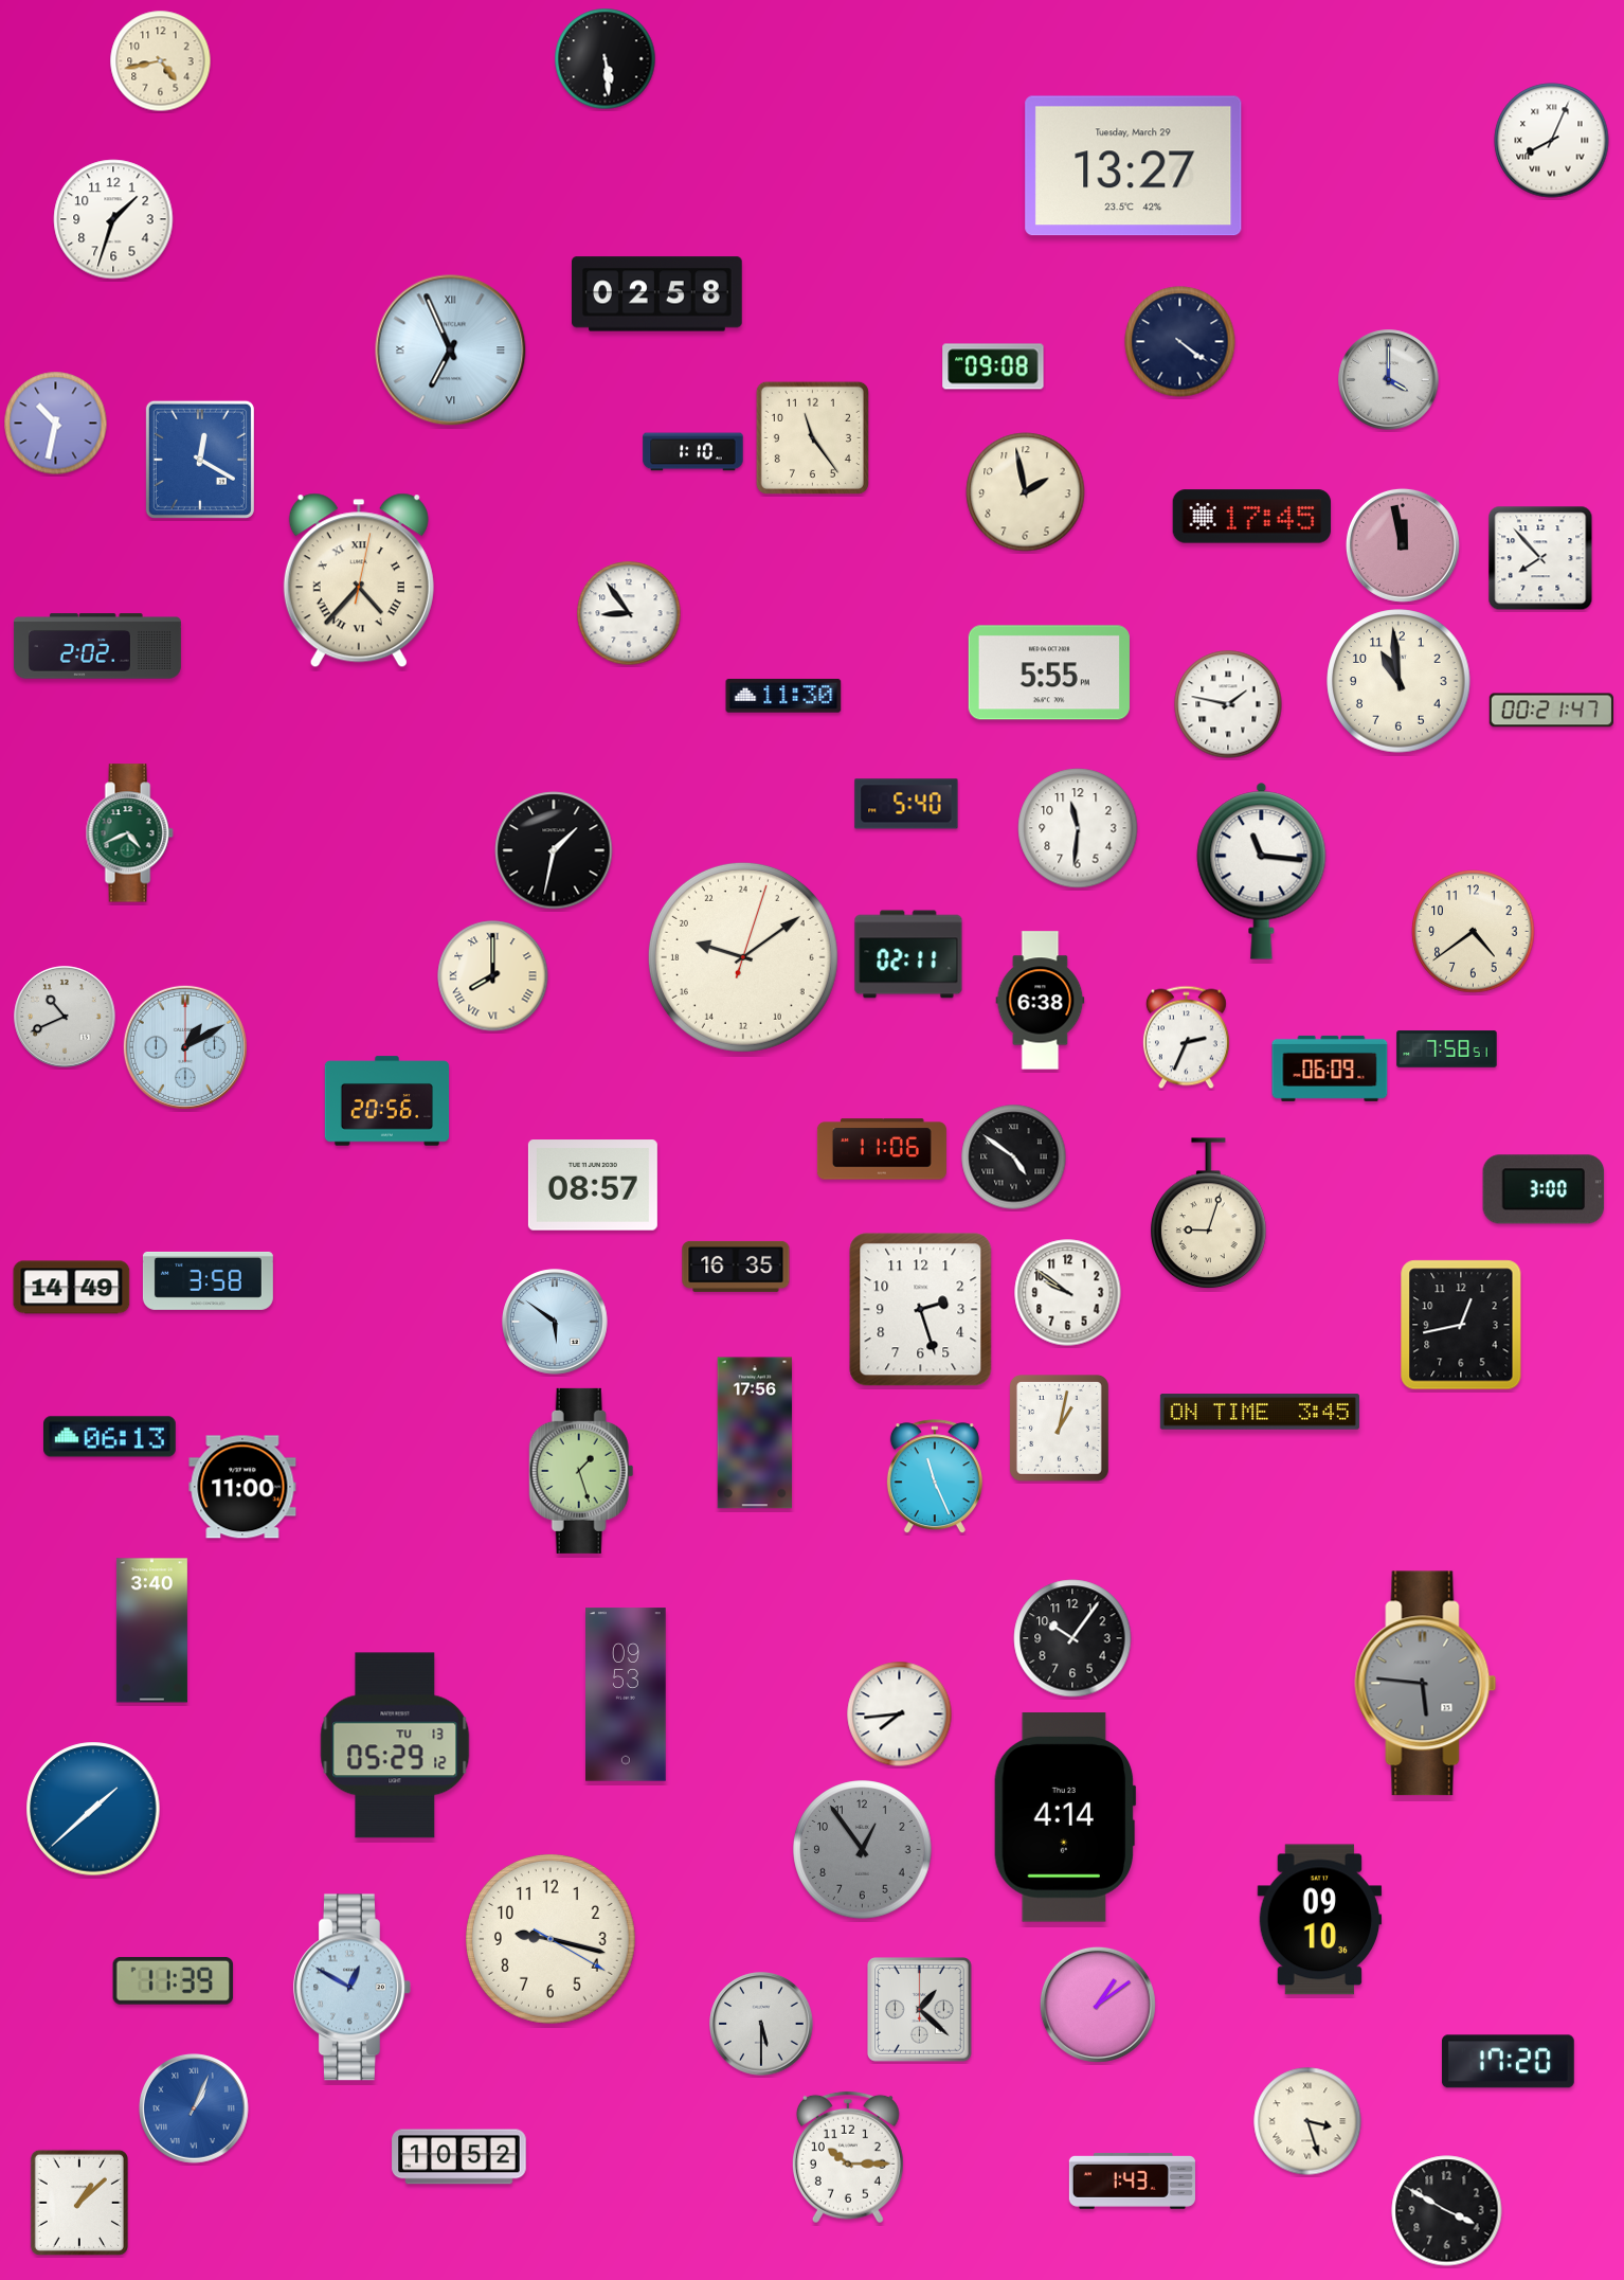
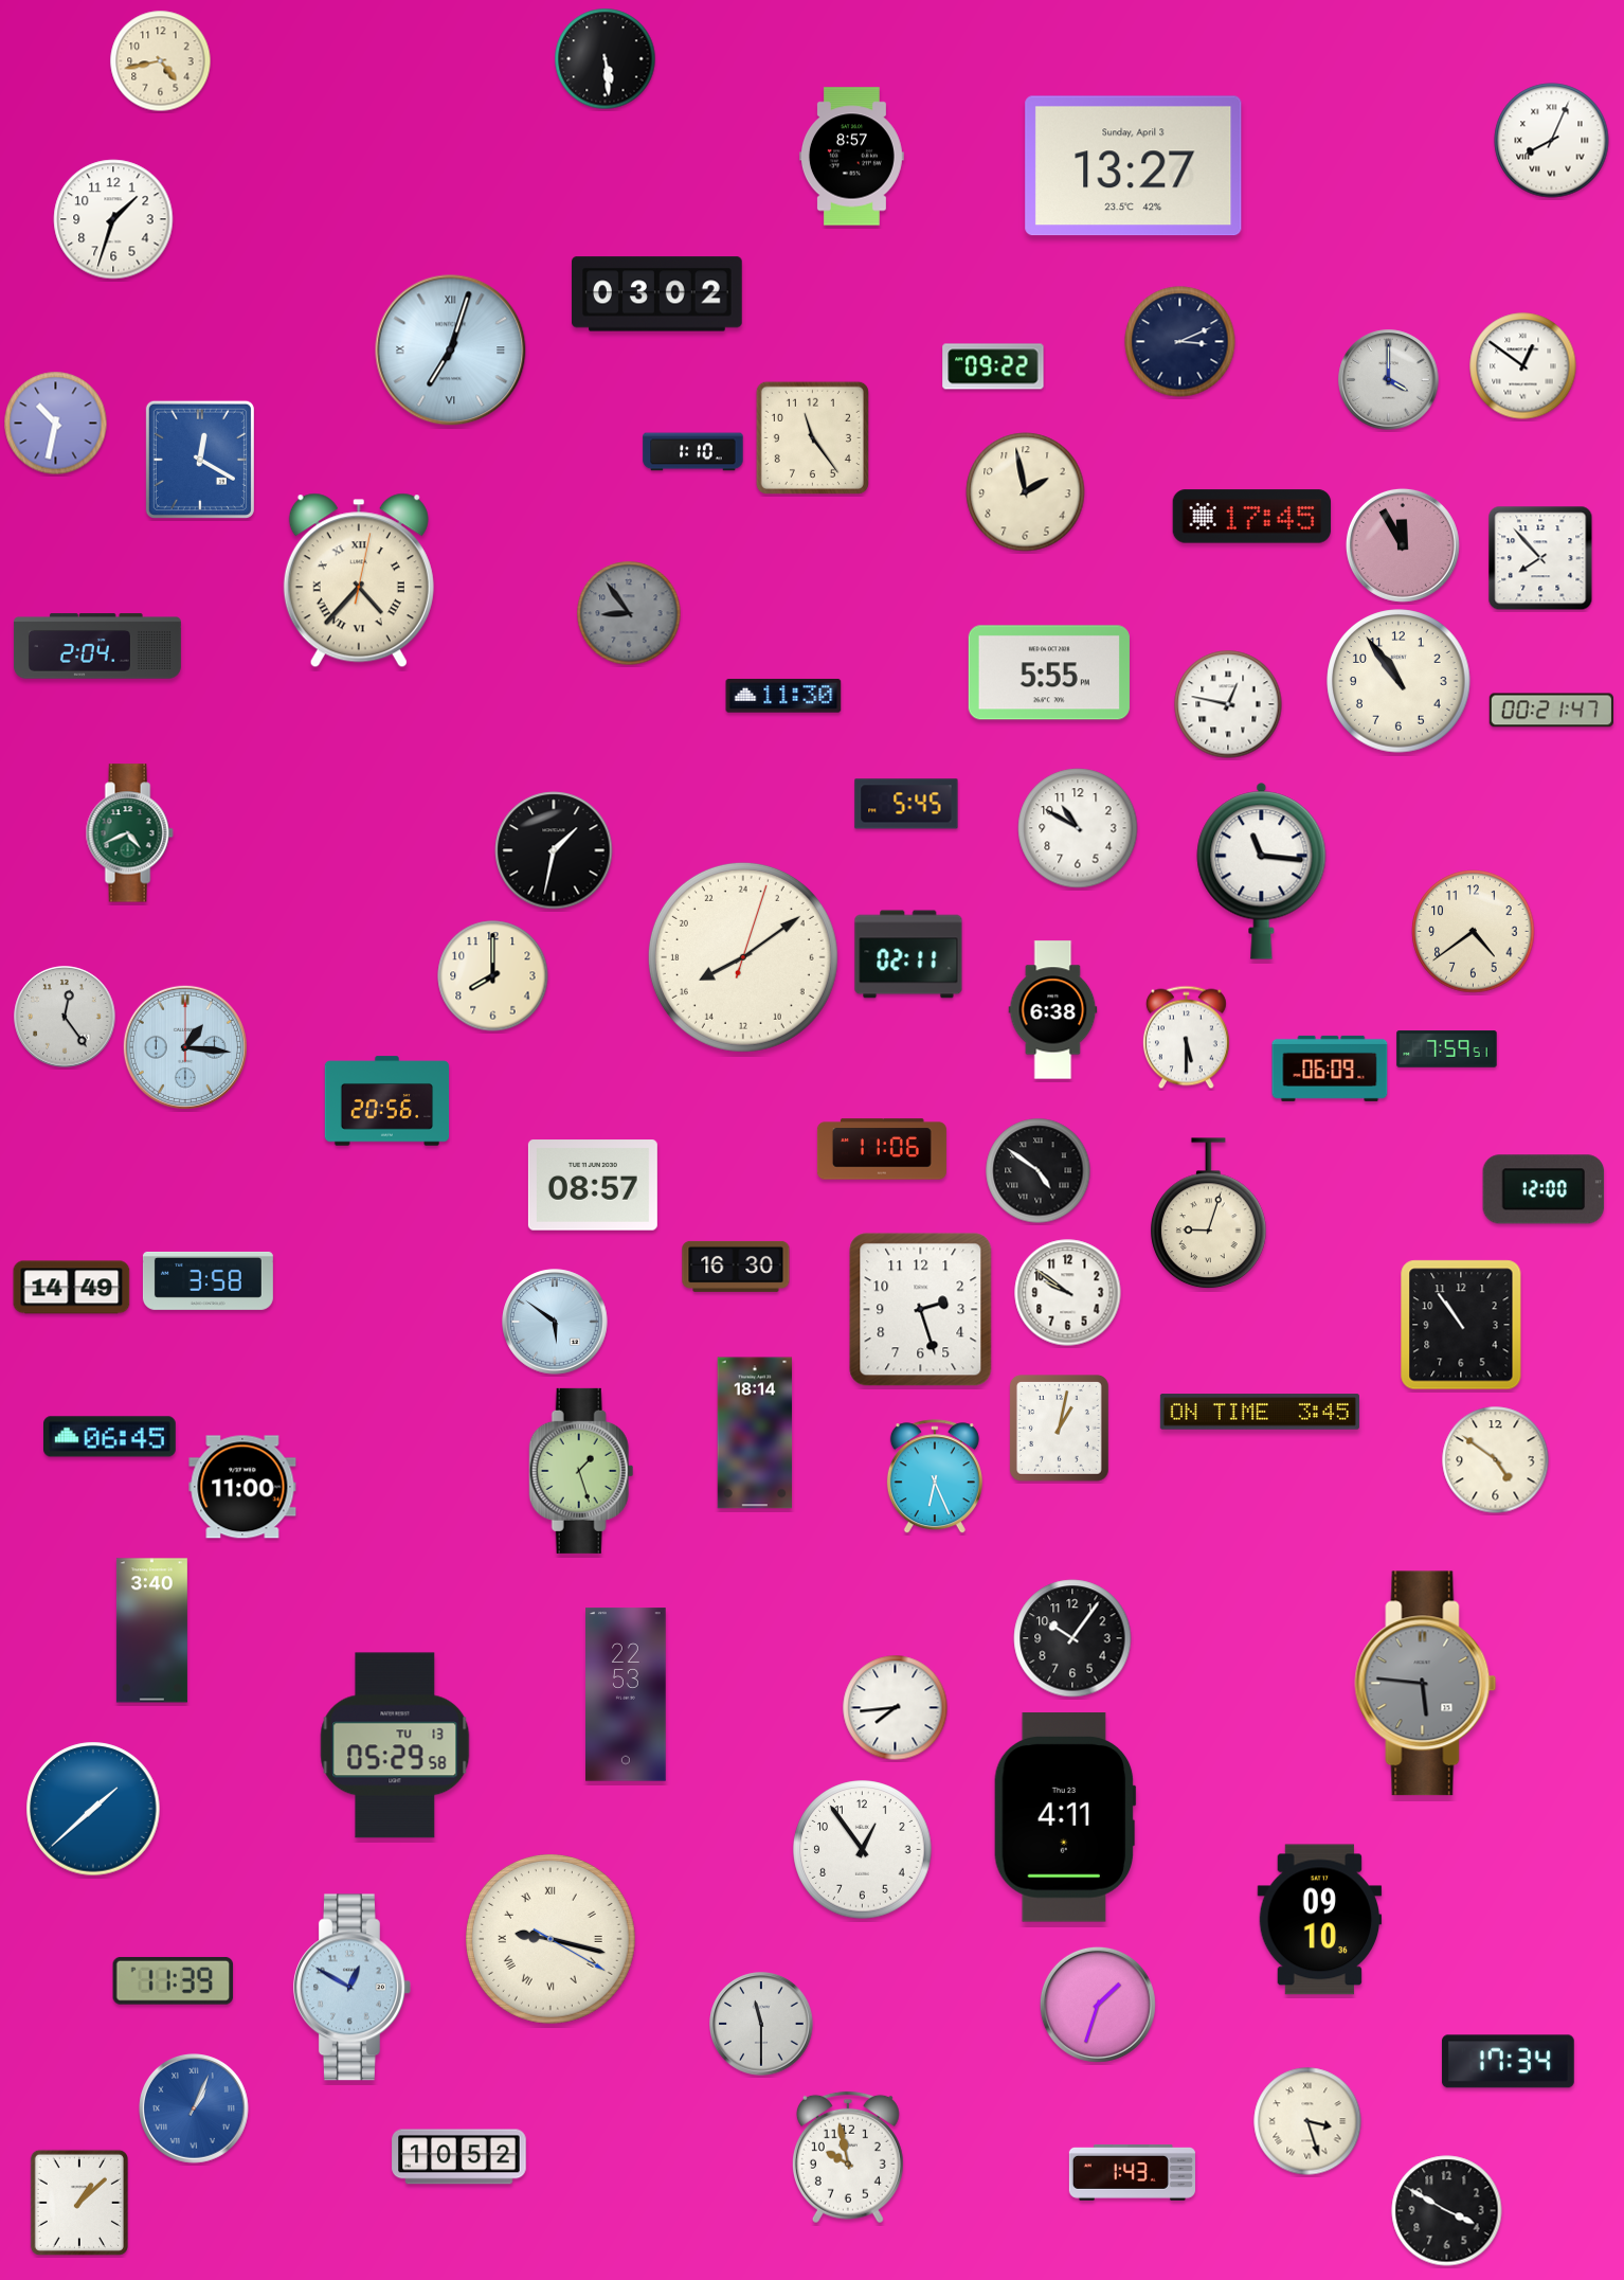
clock at (851, 157): none -> 8:57
clock at (1134, 166) date: Tuesday, March 29 -> Sunday, April 3
clock at (657, 294): 02:58 -> 03:02
clock at (1180, 342): 4:21 -> 3:11
clock at (451, 351): 6:56 -> 7:03
clock at (993, 366): 09:08 -> 09:22
clock at (1523, 366): none -> 12:51
clock at (1403, 545): 11:58 -> 11:55
clock at (629, 613) dial: white -> grey
clock at (97, 646): 2:02 -> 2:04
clock at (1399, 681): 10:59 -> 10:54
clock at (1228, 704): 1:47 -> 12:47
clock at (906, 804): 5:40 -> 5:45
clock at (1078, 828): 11:31 -> 10:50
clock at (743, 957): 19:09 -> 16:09
clock at (493, 976) numerals: Roman -> Arabic
clock at (1041, 1001) position: (1041, 1001) -> (1053, 1010)
clock at (65, 1017): 10:41 -> 12:24
clock at (1186, 1038): 2:34 -> 5:30
clock at (185, 1047): 1:10 -> 1:16
clock at (1447, 1049): 7:58 -> 7:59
clock at (1014, 1157) position: (1014, 1157) -> (1039, 1171)
clock at (1544, 1189): 3:00 -> 12:00
clock at (736, 1267): 16:35 -> 16:30
clock at (1461, 1325): 12:43 -> 10:54
clock at (755, 1433): 17:56 -> 18:14
clock at (110, 1437): 06:13 -> 06:45
clock at (1496, 1460): none -> 4:51
clock at (935, 1477): 11:26 -> 6:26
clock at (626, 1694): 09:53 -> 22:53
clock at (900, 1715) position: (900, 1715) -> (896, 1708)
clock at (395, 1745): 05:29:12 -> 05:29:58
clock at (1065, 1818): 4:14 -> 4:11
clock at (863, 1850) dial: grey -> white
clock at (551, 1939) numerals: Arabic -> Roman
clock at (1098, 2005): 1:09 -> 1:33
clock at (920, 2010): 1:22 -> none
clock at (761, 2024): 5:30 -> 11:30
clock at (1508, 2062): 17:20 -> 17:34
clock at (848, 2157): 10:15 -> 9:58
clock at (1132, 2180) position: (1132, 2180) -> (1132, 2172)
